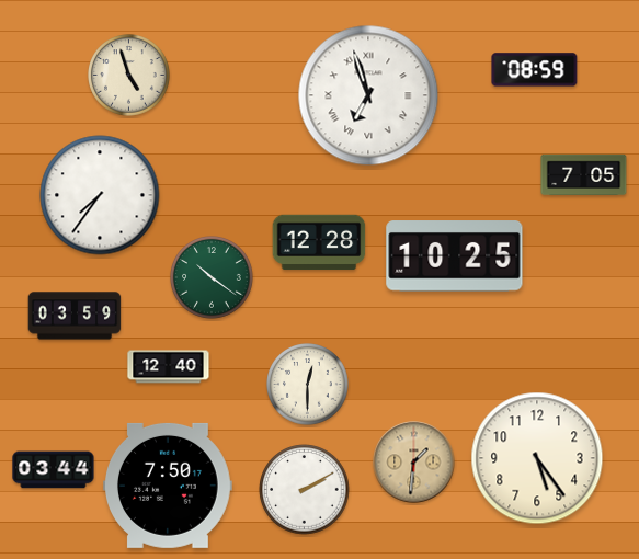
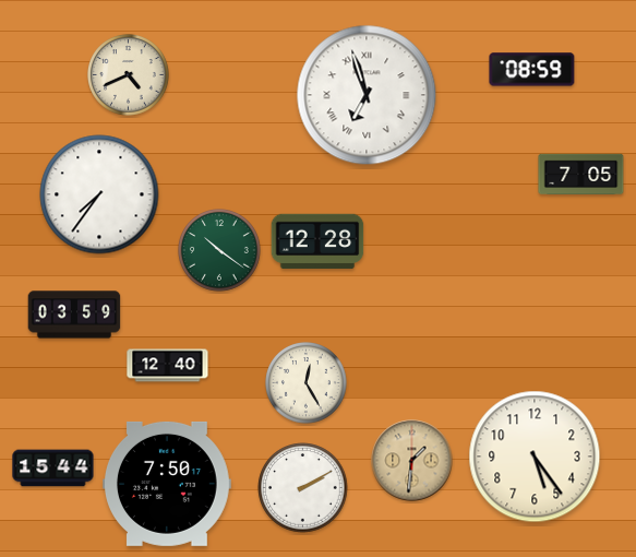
clock at (129, 76): 4:57 -> 4:41
clock at (455, 256): 10:25 -> none
clock at (212, 277) position: (212, 277) -> (219, 250)
clock at (308, 385): 12:30 -> 12:25
clock at (54, 470): 03:44 -> 15:44
